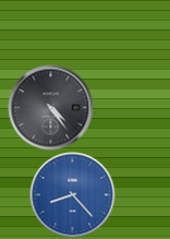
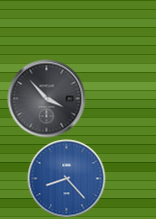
clock at (50, 107): 4:24 -> 3:53
